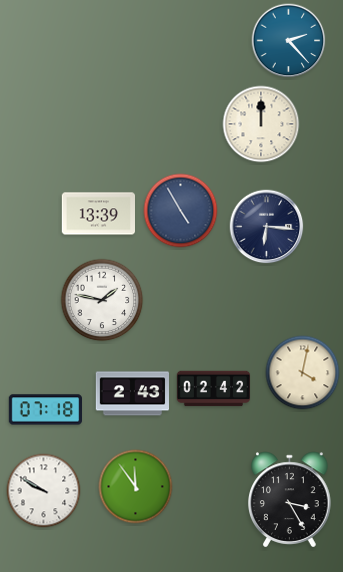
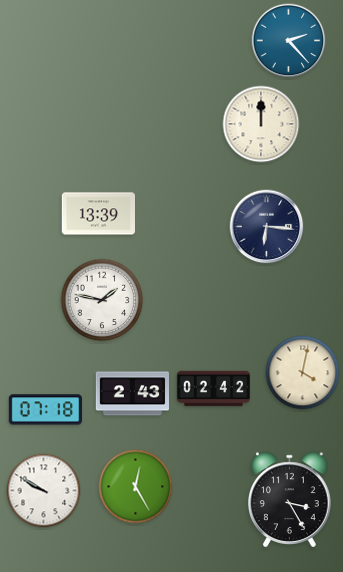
clock at (181, 211): 4:55 -> none
clock at (136, 487): 11:54 -> 12:25
